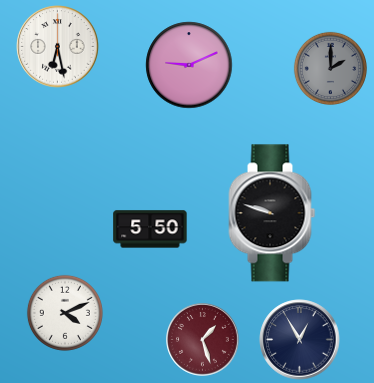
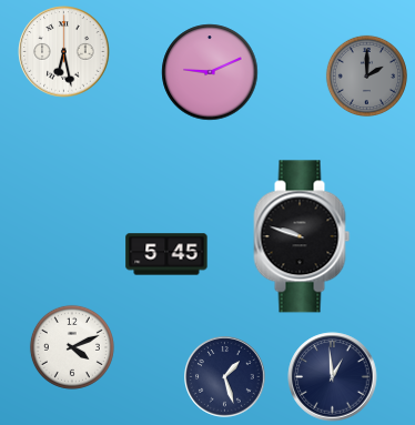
clock at (150, 229): 5:50 -> 5:45
clock at (203, 340) dial: burgundy -> navy
clock at (300, 340): 12:55 -> 12:59
